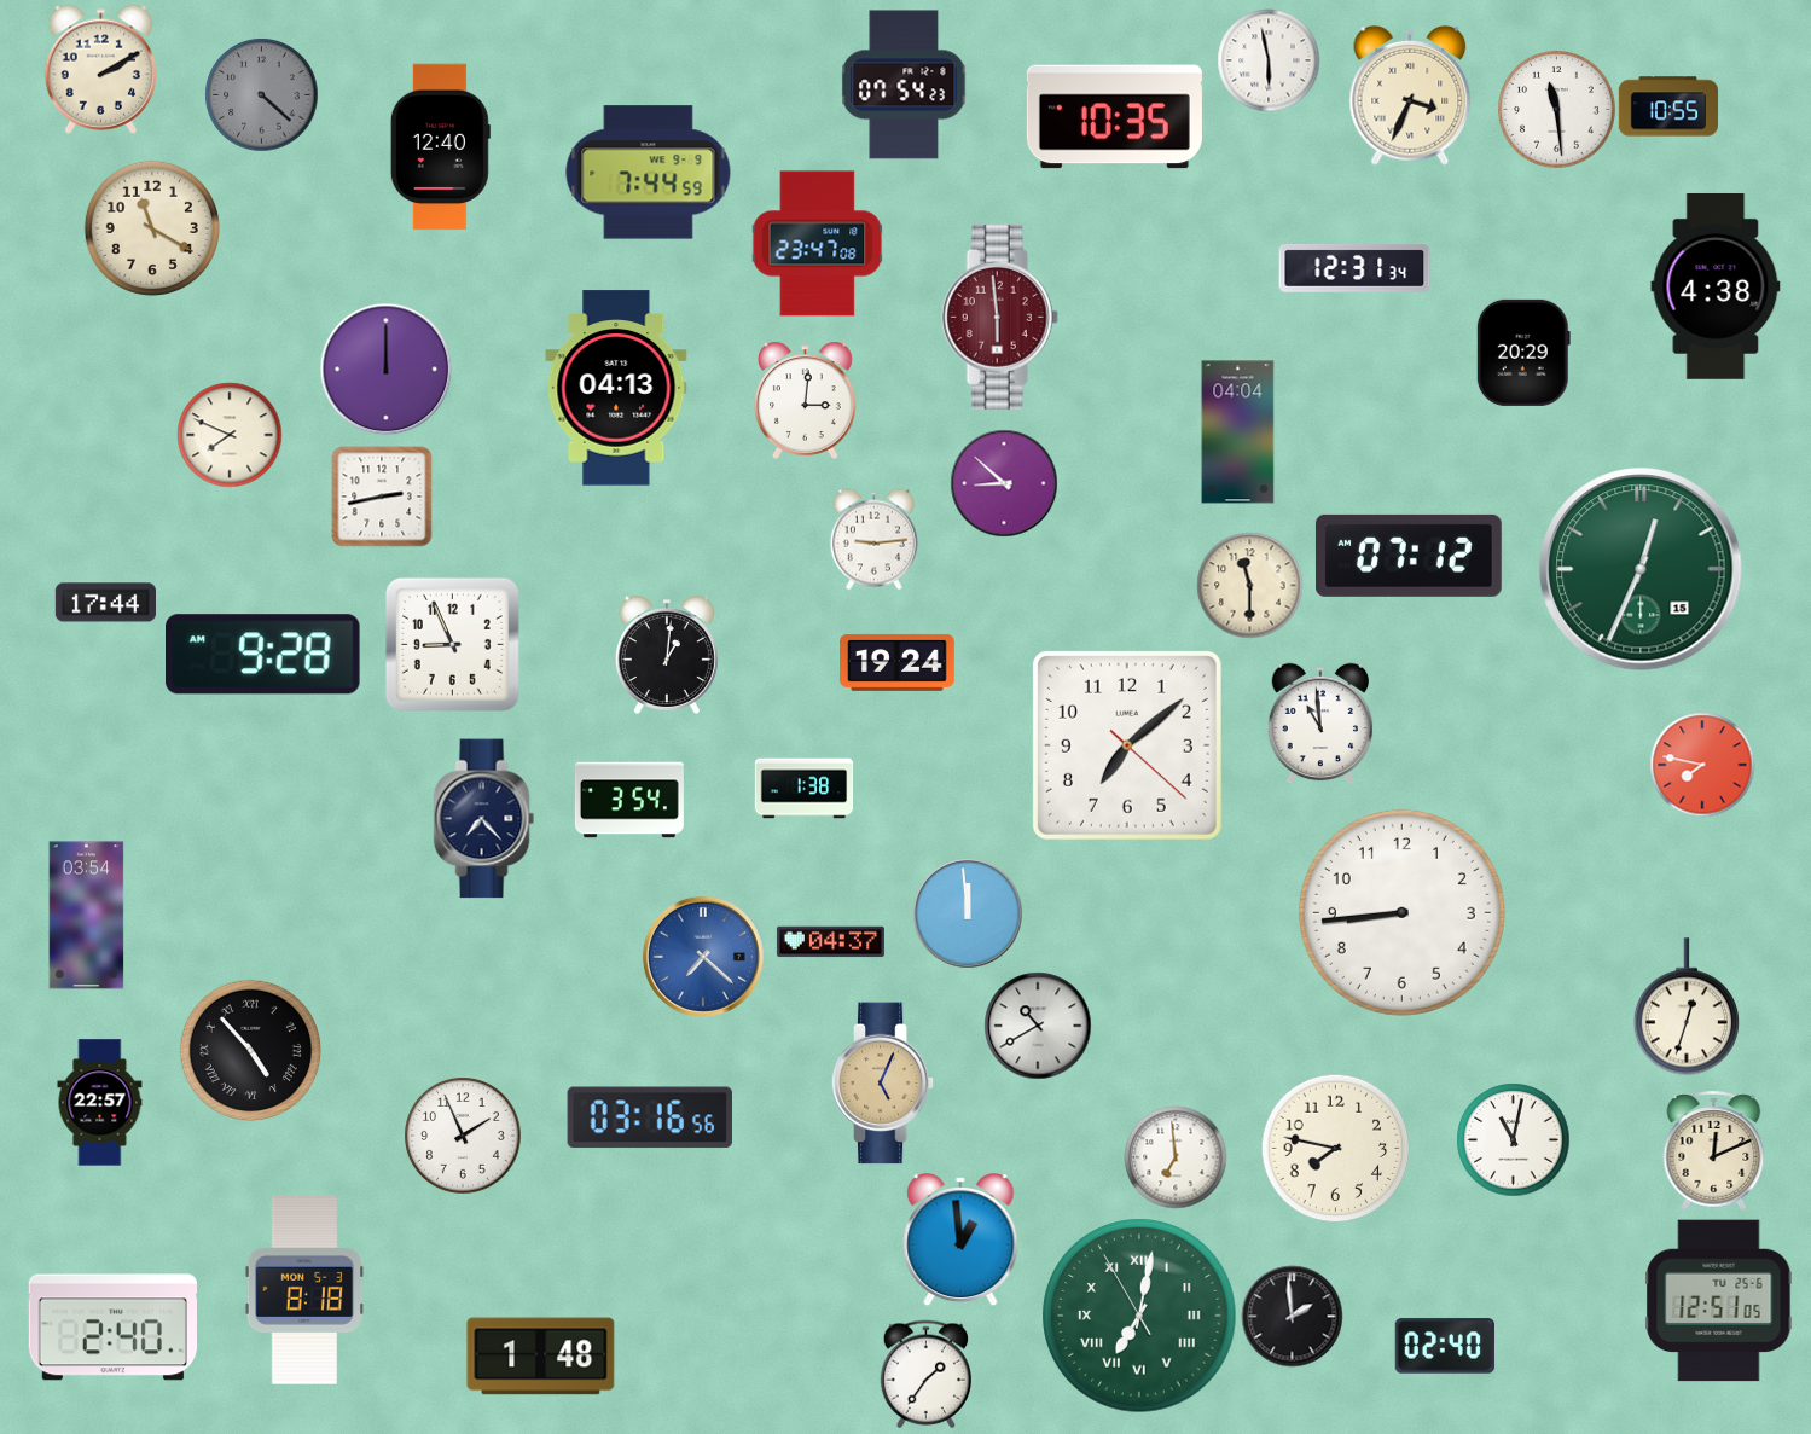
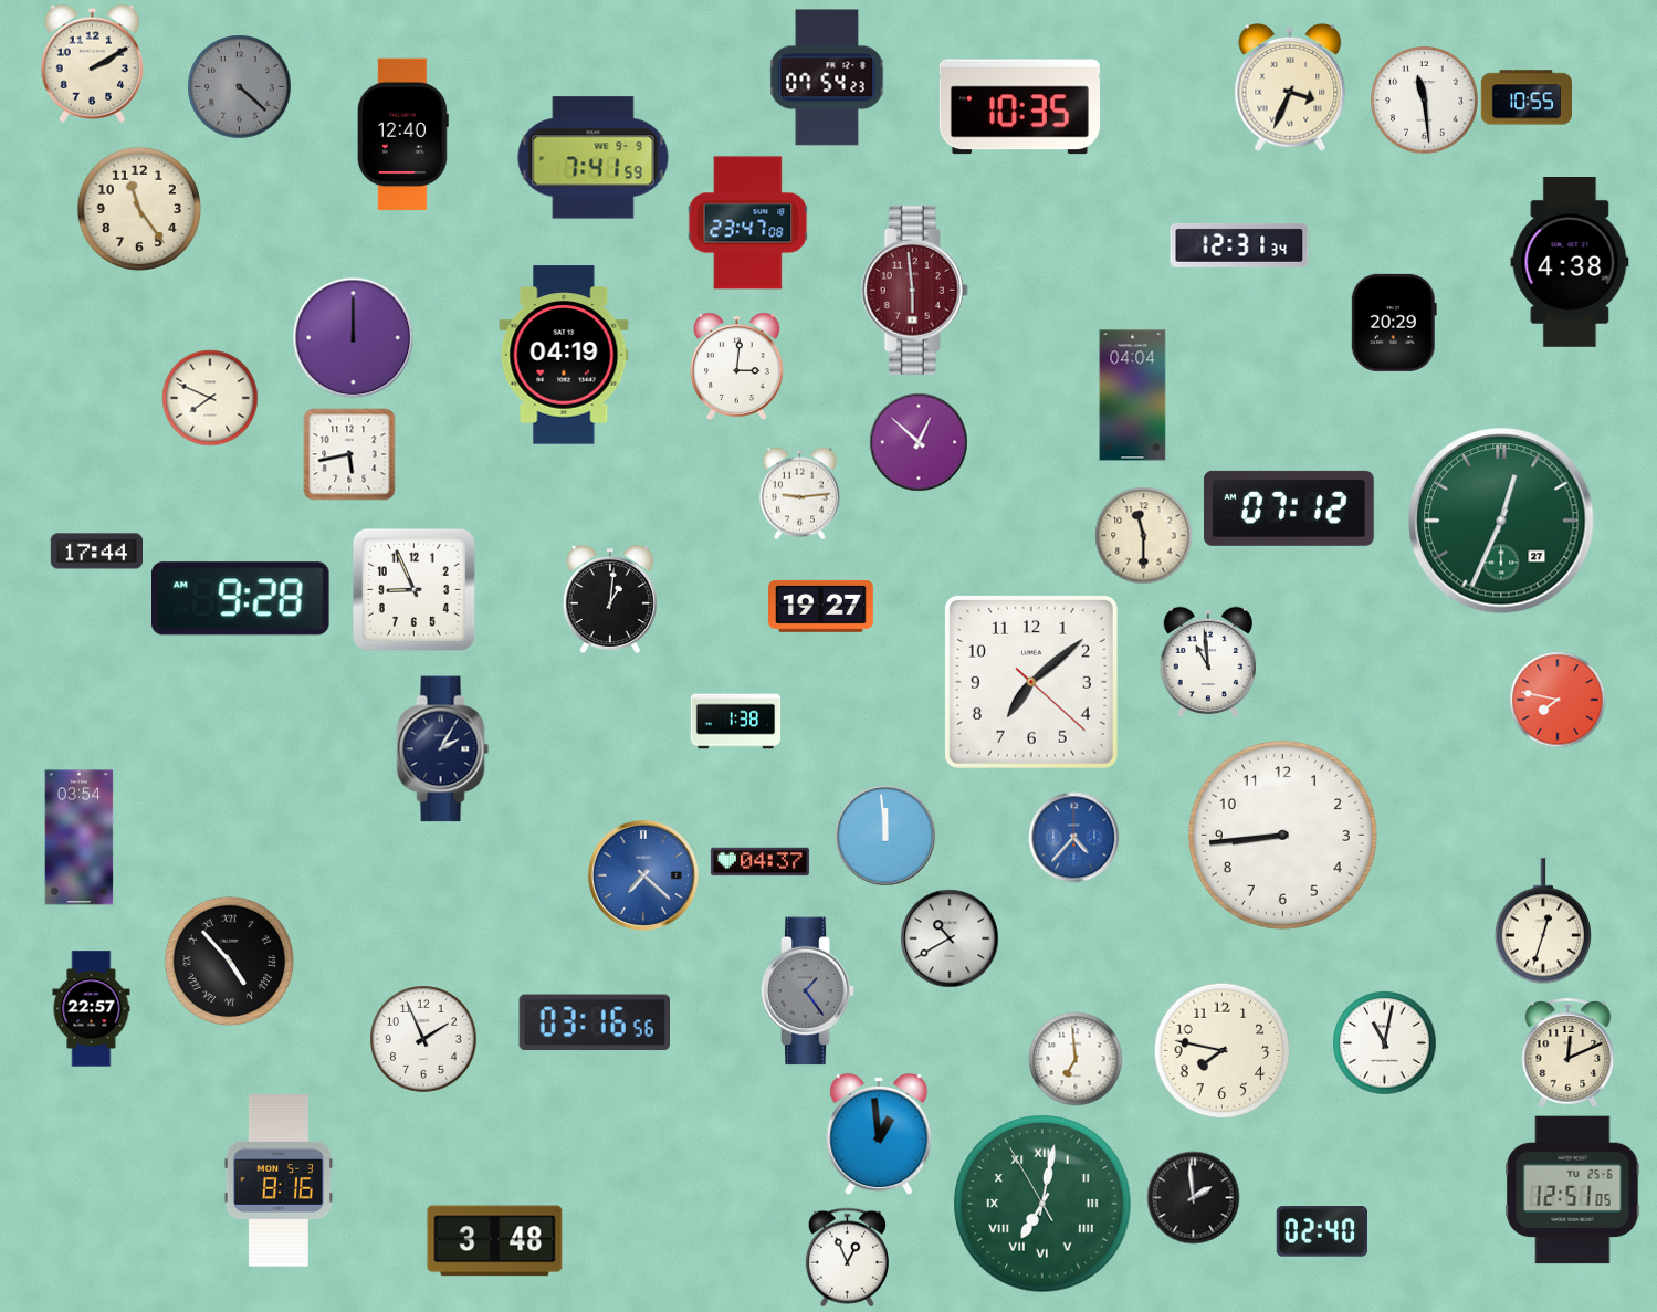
clock at (1269, 60): 5:58 -> none
clock at (649, 173): 7:44 -> 7:41
clock at (152, 228): 11:20 -> 11:24
clock at (616, 388): 04:13 -> 04:19
clock at (1004, 483): 8:52 -> 12:52
clock at (382, 497): 2:43 -> 5:43
clock at (1641, 569) date: 15 -> 27
clock at (898, 662): 19:24 -> 19:27
clock at (629, 800): 3:54 -> none
clock at (484, 819): 7:23 -> 2:05
clock at (1073, 837): none -> 4:37
clock at (883, 1084): 5:04 -> 1:24
clock at (883, 1084) dial: champagne -> grey
clock at (304, 1290): 8:18 -> 8:16
clock at (1292, 1316) position: (1292, 1316) -> (1193, 1197)
clock at (112, 1328): 2:40 -> none
clock at (541, 1357): 1:48 -> 3:48
clock at (925, 1374): 1:36 -> 12:56
